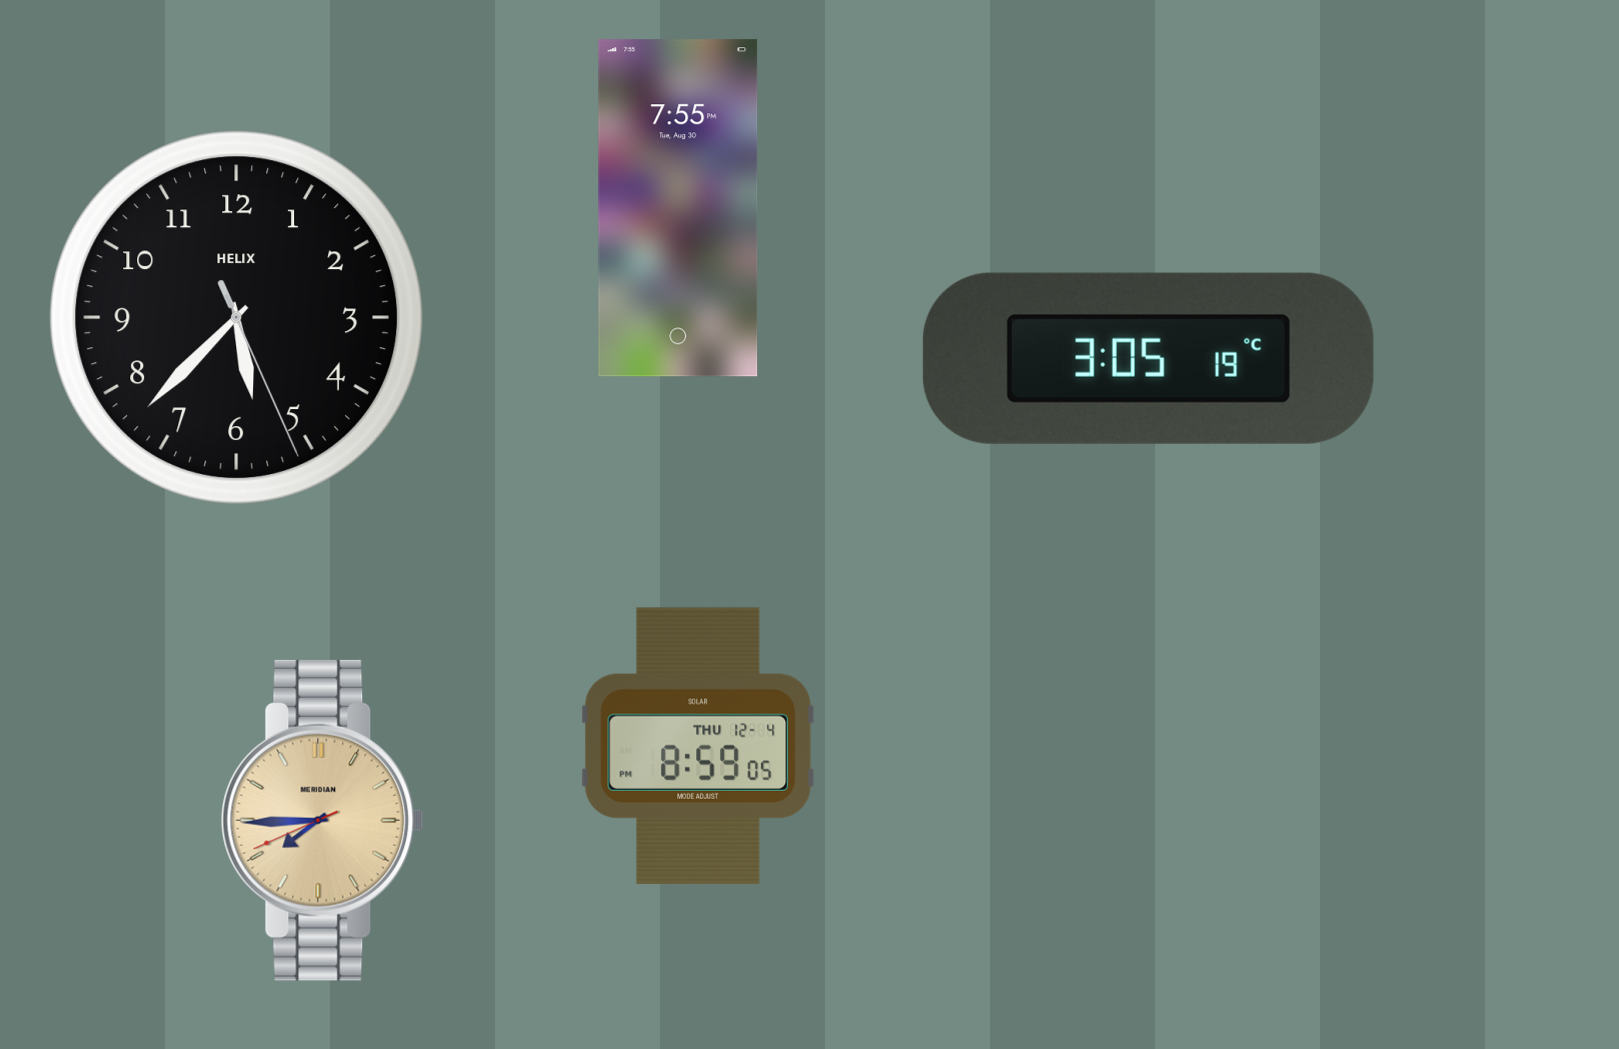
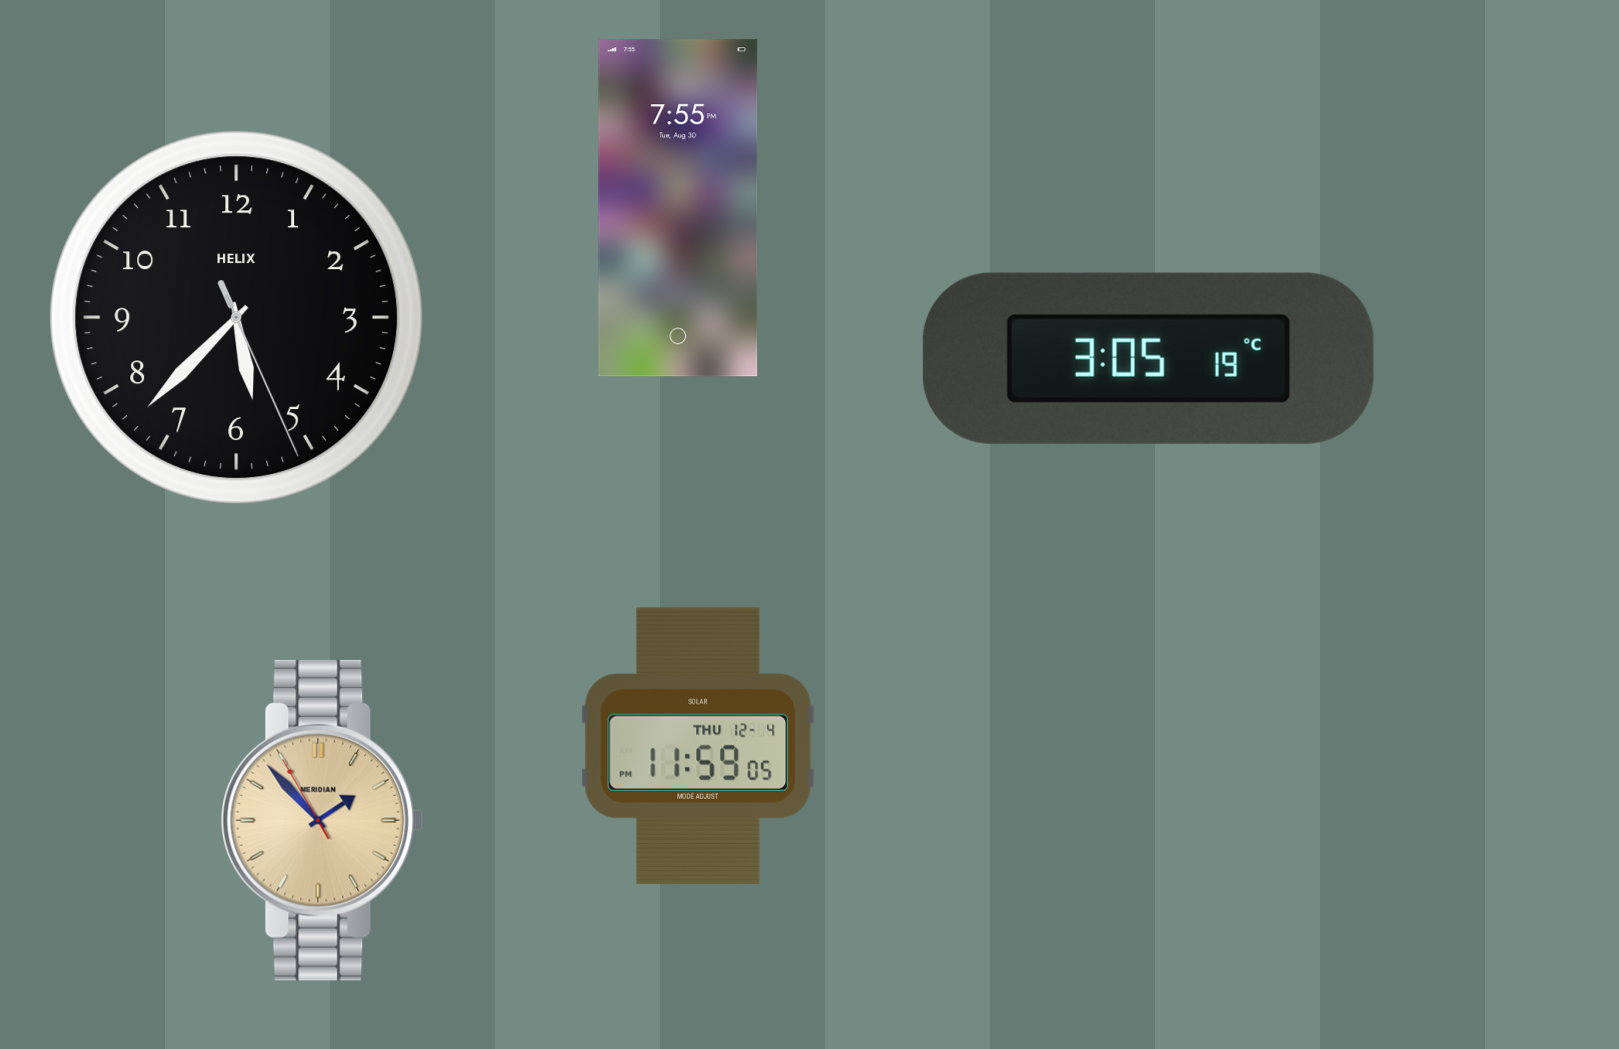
clock at (698, 746): 8:59 -> 11:59
clock at (322, 820): 7:44 -> 1:52
